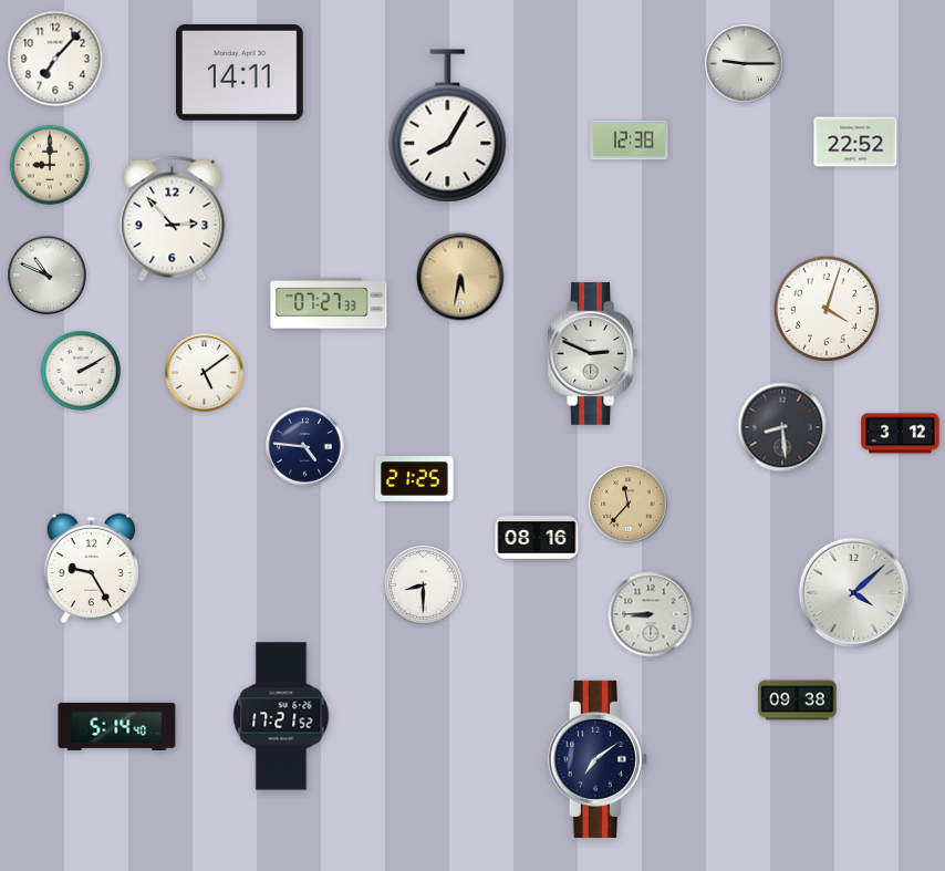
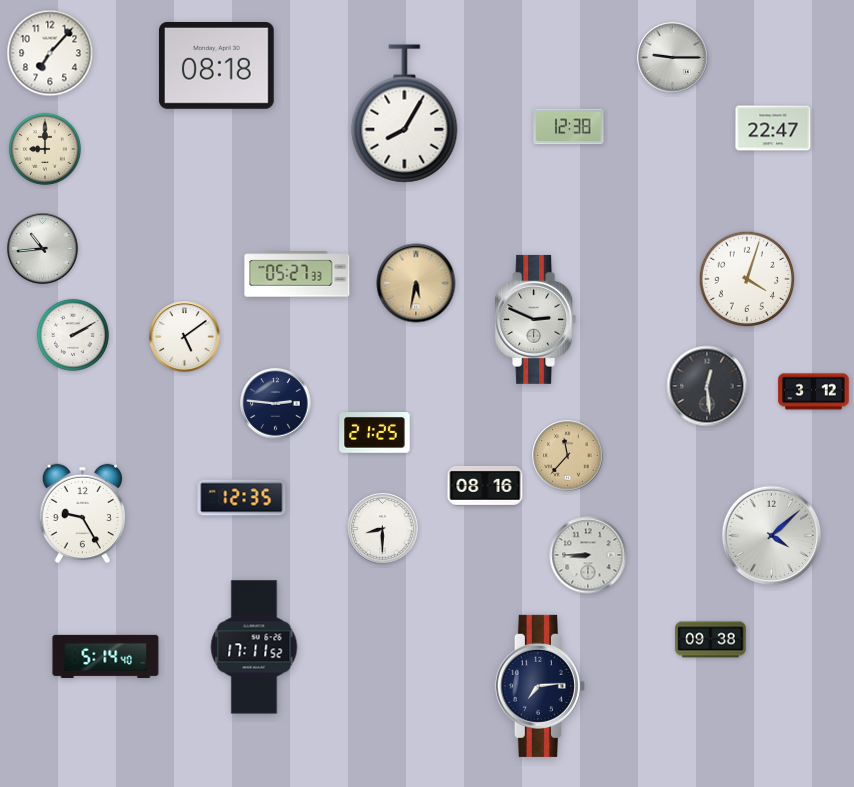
clock at (239, 72): 14:11 -> 08:18
clock at (855, 142): 22:52 -> 22:47
clock at (173, 219): 2:53 -> none
clock at (48, 276): 10:49 -> 10:44
clock at (460, 277) position: (460, 277) -> (416, 283)
clock at (329, 303): 07:27 -> 05:27
clock at (782, 427): 8:29 -> 12:29
clock at (305, 447): 4:46 -> 2:46
clock at (242, 498): none -> 12:35
clock at (798, 701) position: (798, 701) -> (711, 640)
clock at (281, 716): 17:21 -> 17:11
clock at (598, 759): 7:09 -> 7:14
